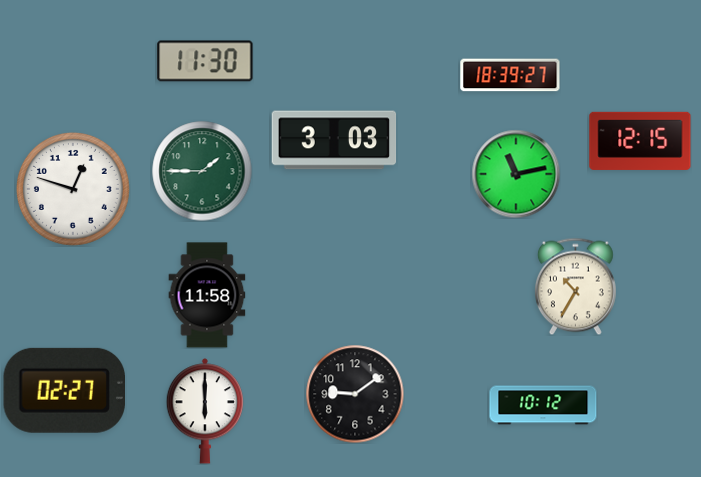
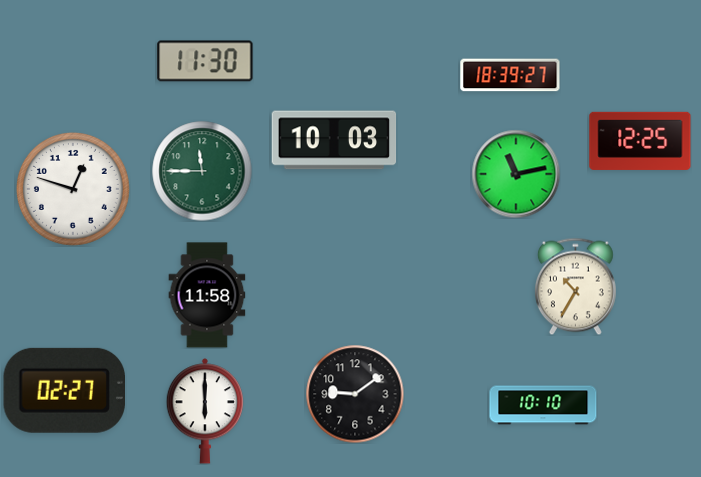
clock at (334, 140): 3:03 -> 10:03
clock at (640, 141): 12:15 -> 12:25
clock at (202, 171): 1:45 -> 11:45
clock at (543, 405): 10:12 -> 10:10
